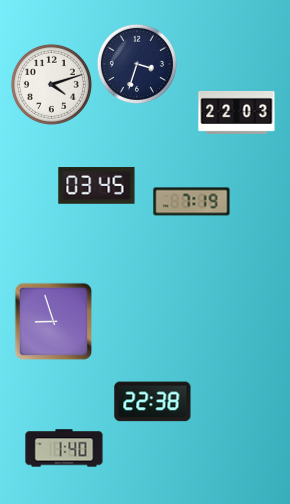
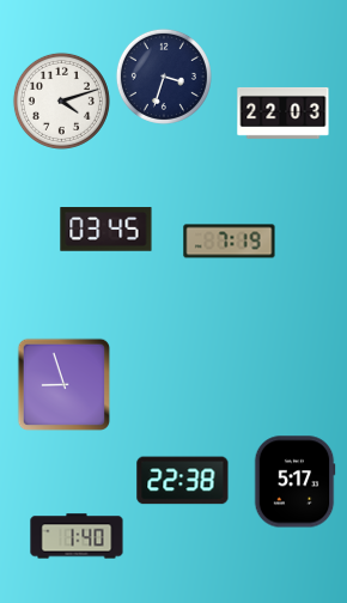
clock at (237, 112) position: (237, 112) -> (284, 112)
clock at (97, 186) position: (97, 186) -> (106, 230)
clock at (294, 482): none -> 5:17
